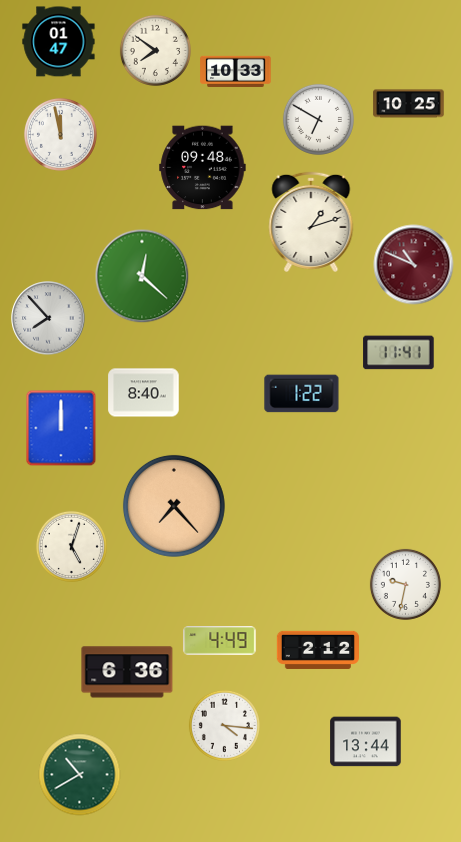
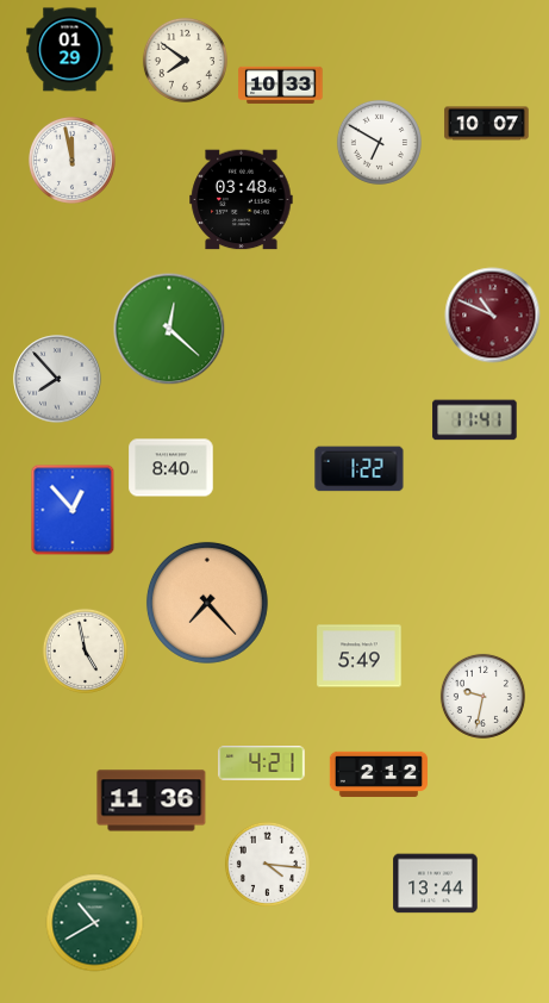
clock at (59, 42): 01:47 -> 01:29
clock at (409, 104): 10:25 -> 10:07
clock at (203, 168): 09:48 -> 03:48
clock at (311, 222): 1:12 -> none
clock at (61, 428): 12:00 -> 12:53
clock at (71, 546): 5:03 -> 4:58
clock at (360, 656): none -> 5:49
clock at (220, 641): 4:49 -> 4:21
clock at (127, 672): 6:36 -> 11:36
